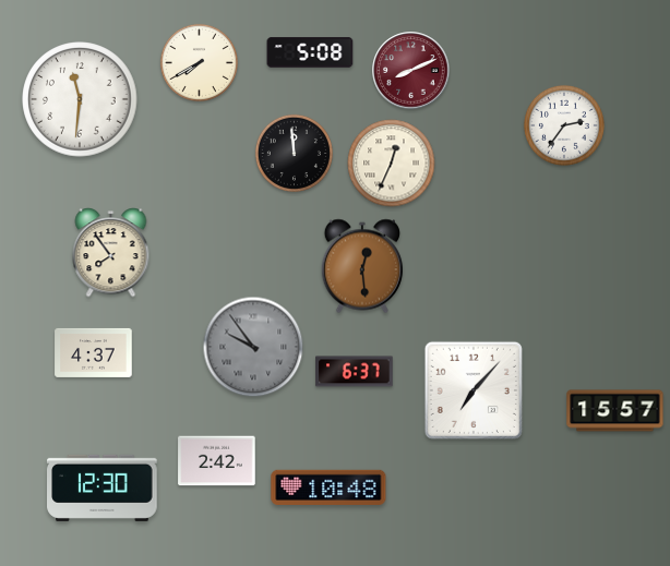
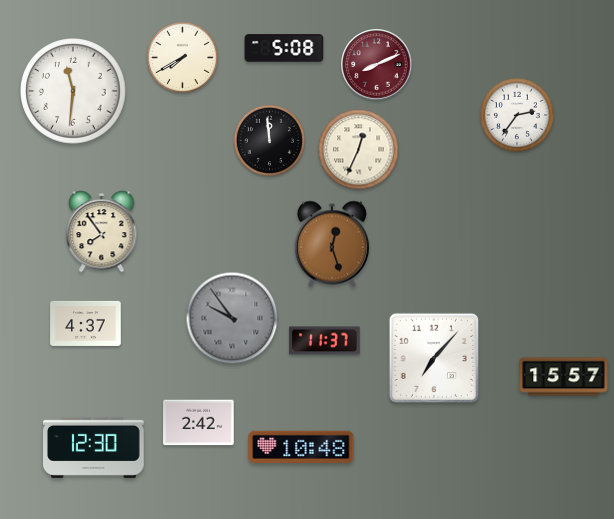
clock at (362, 266): 12:29 -> 12:27
clock at (355, 372): 6:37 -> 11:37
